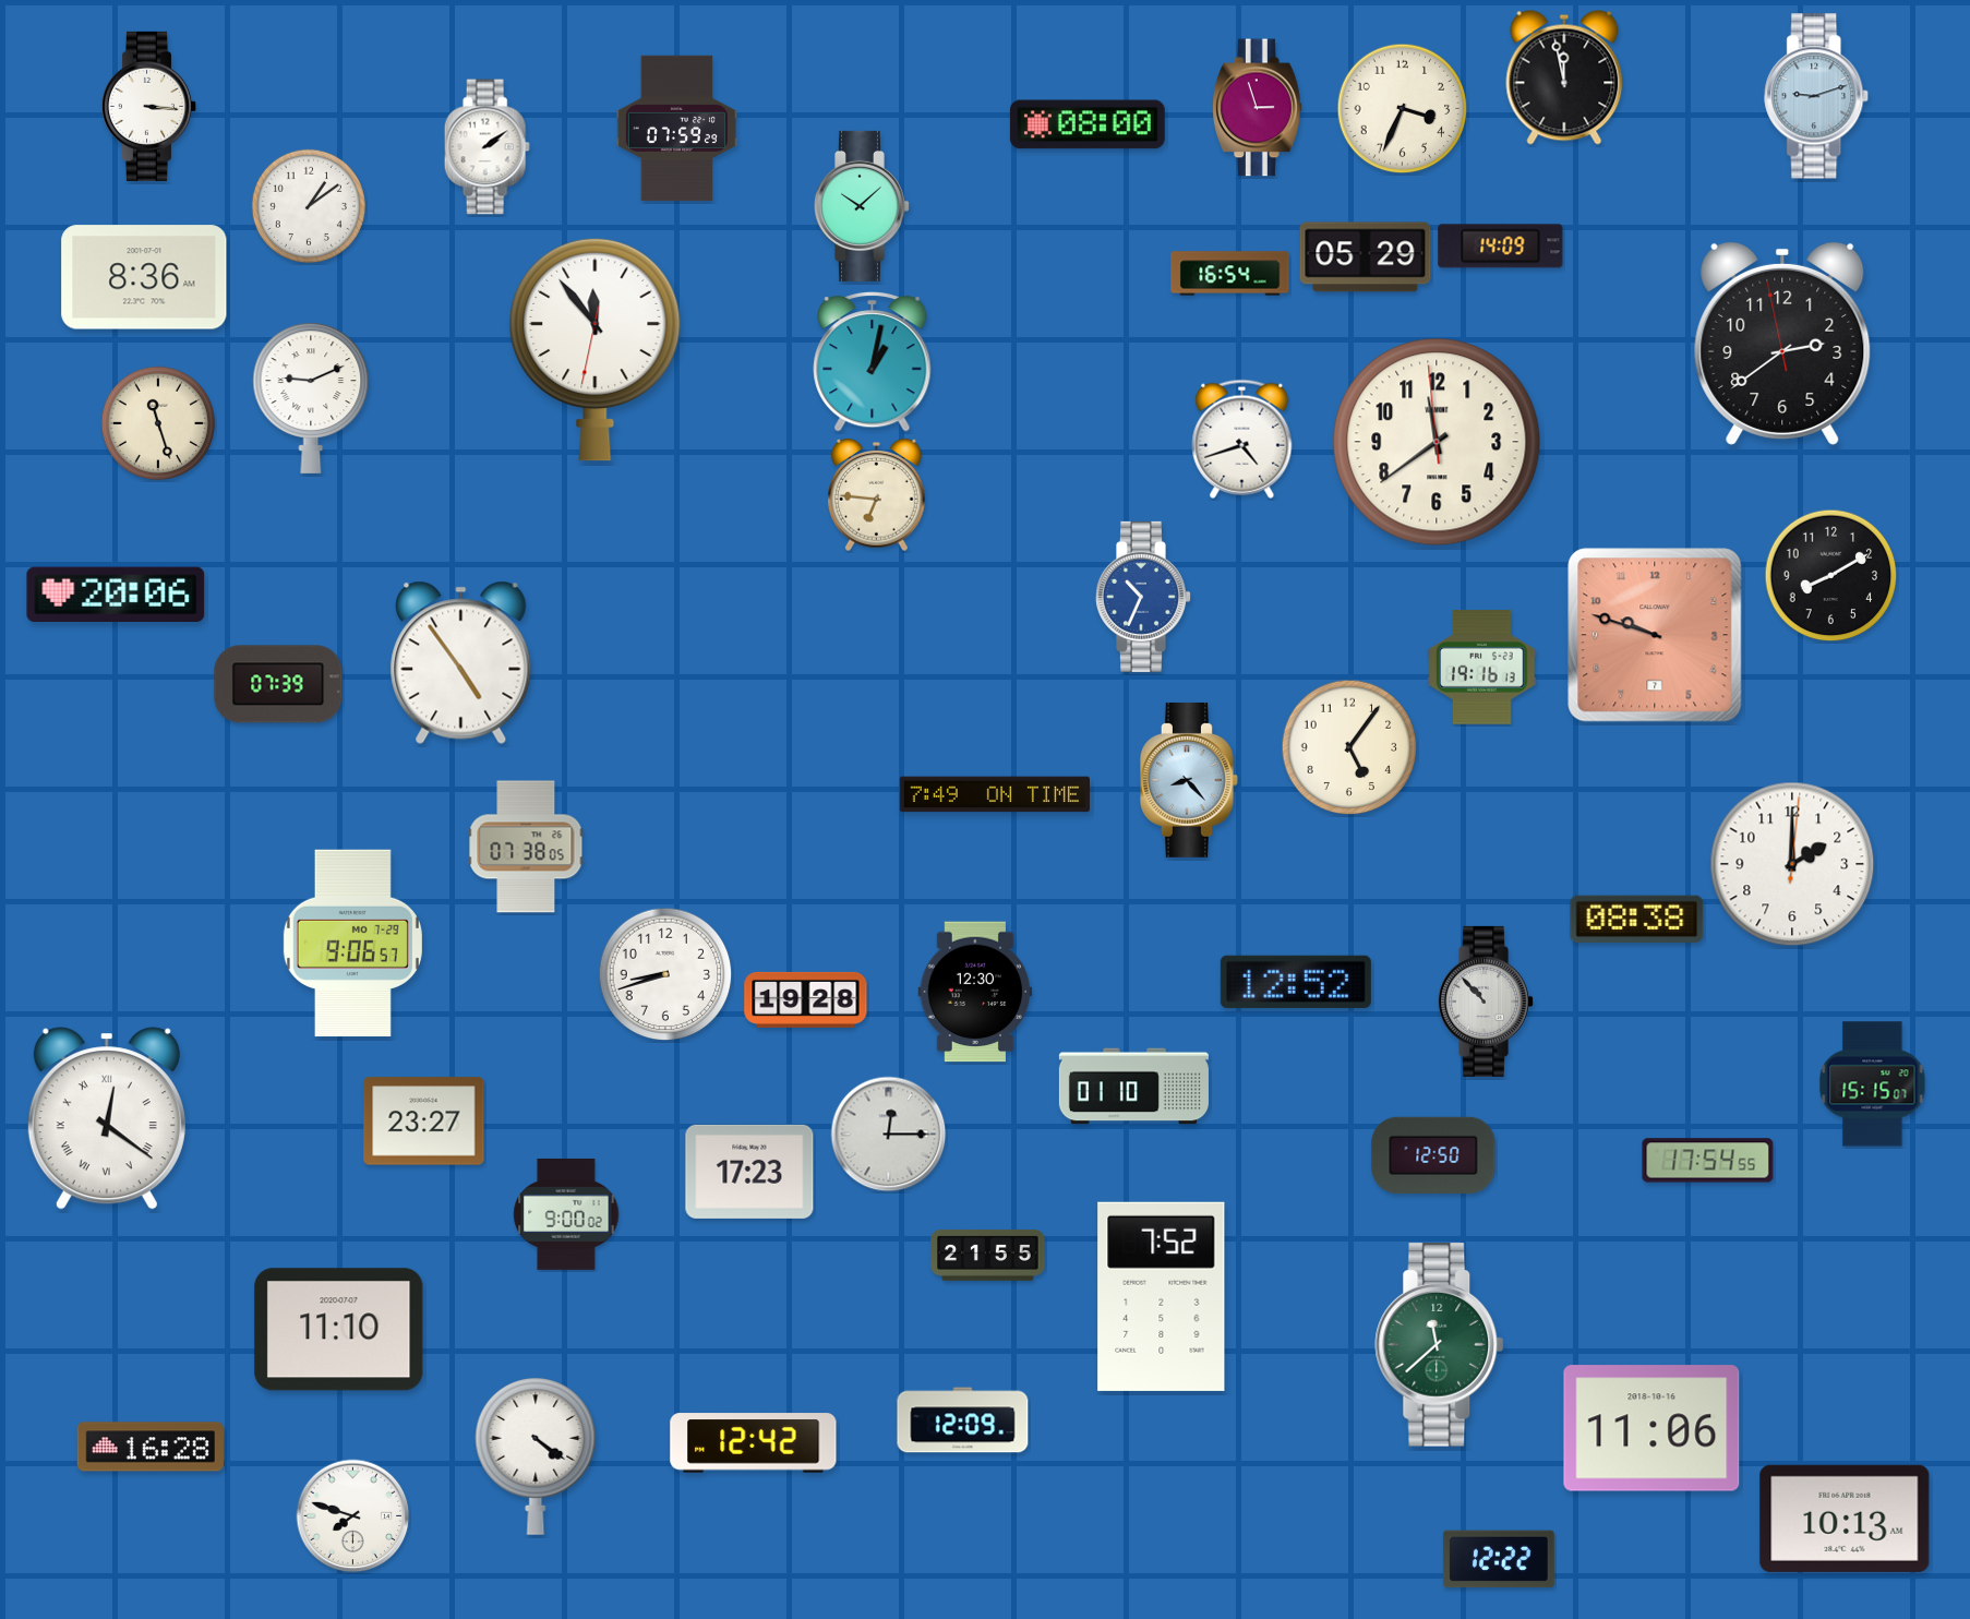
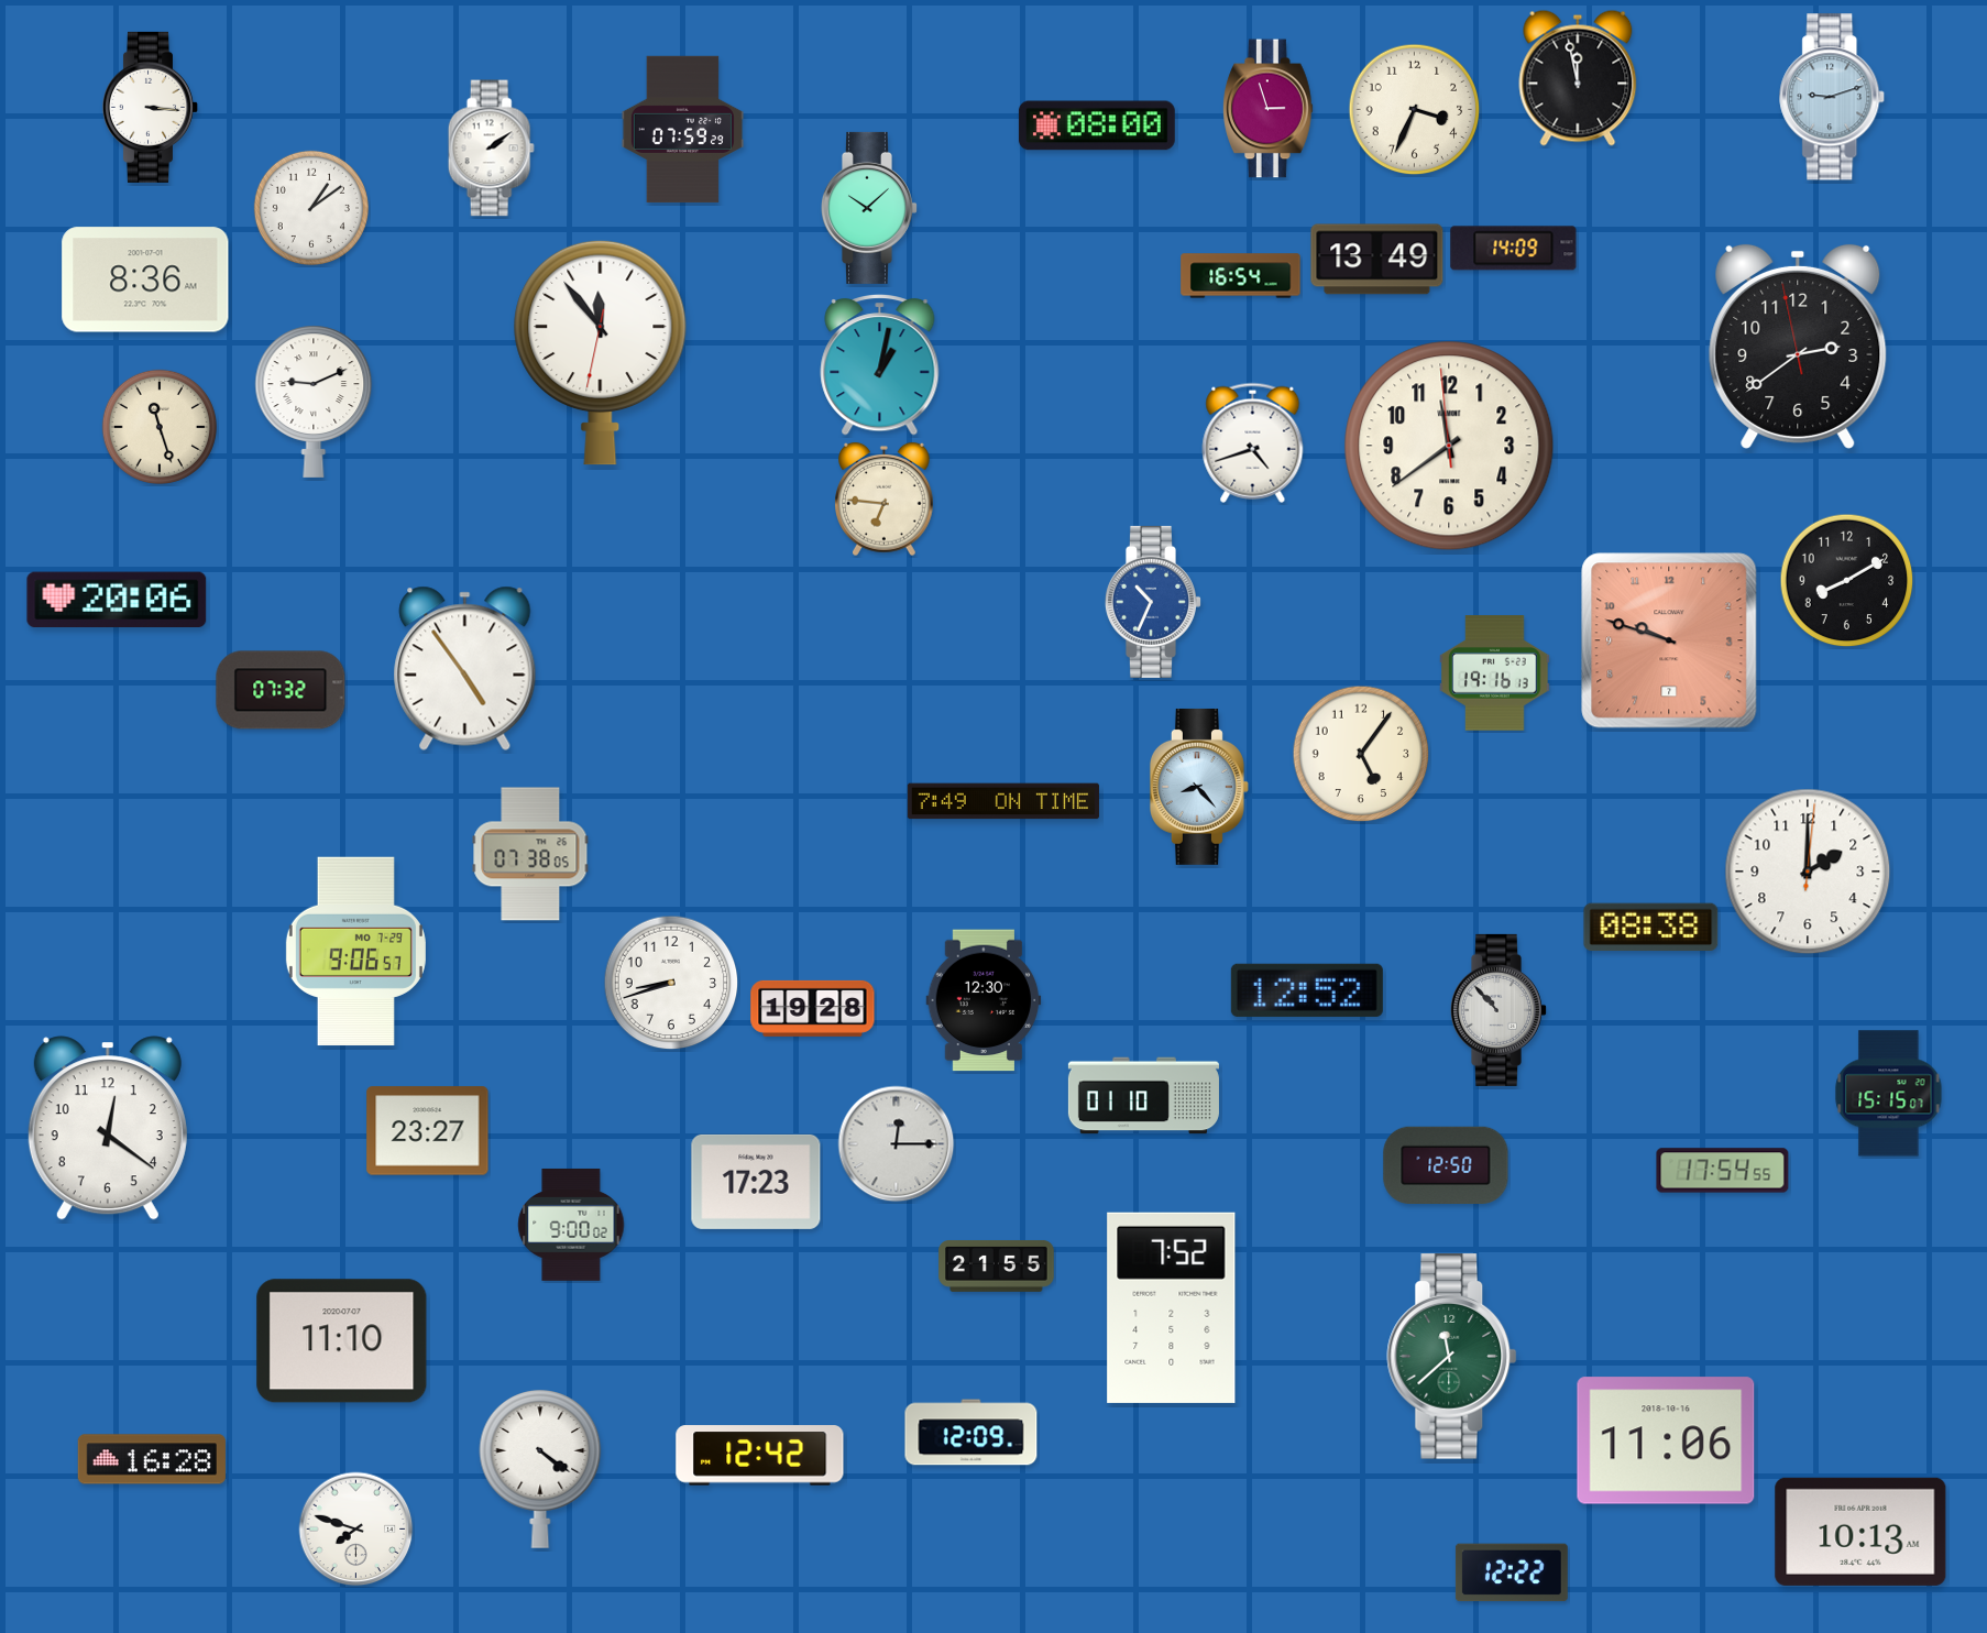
clock at (1366, 257): 05:29 -> 13:49
clock at (278, 684): 07:39 -> 07:32
clock at (107, 1118) numerals: Roman -> Arabic
